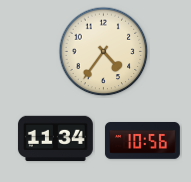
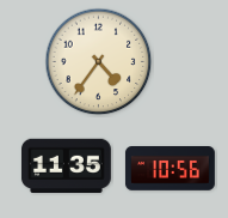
clock at (104, 52) position: (104, 52) -> (99, 62)
clock at (55, 138): 11:34 -> 11:35
